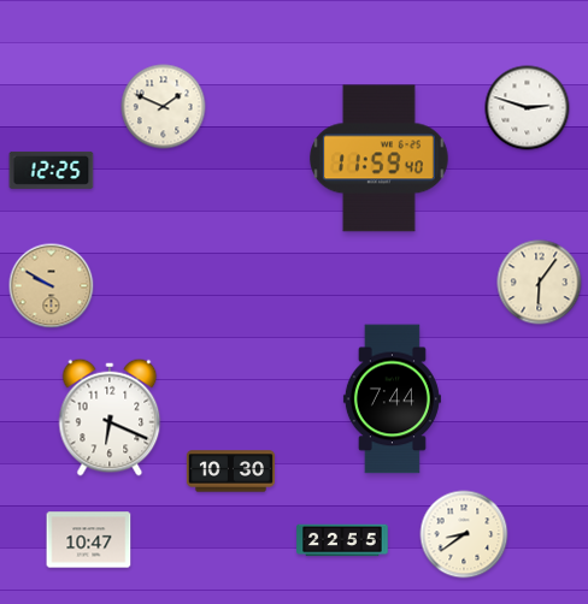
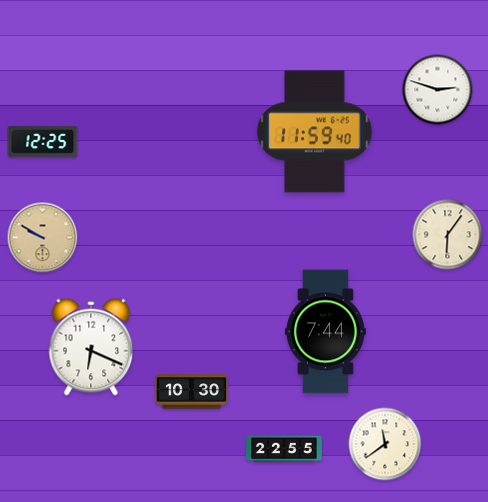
clock at (164, 107): 1:49 -> none
clock at (464, 534): 8:39 -> 11:39
clock at (89, 540): 10:47 -> none
